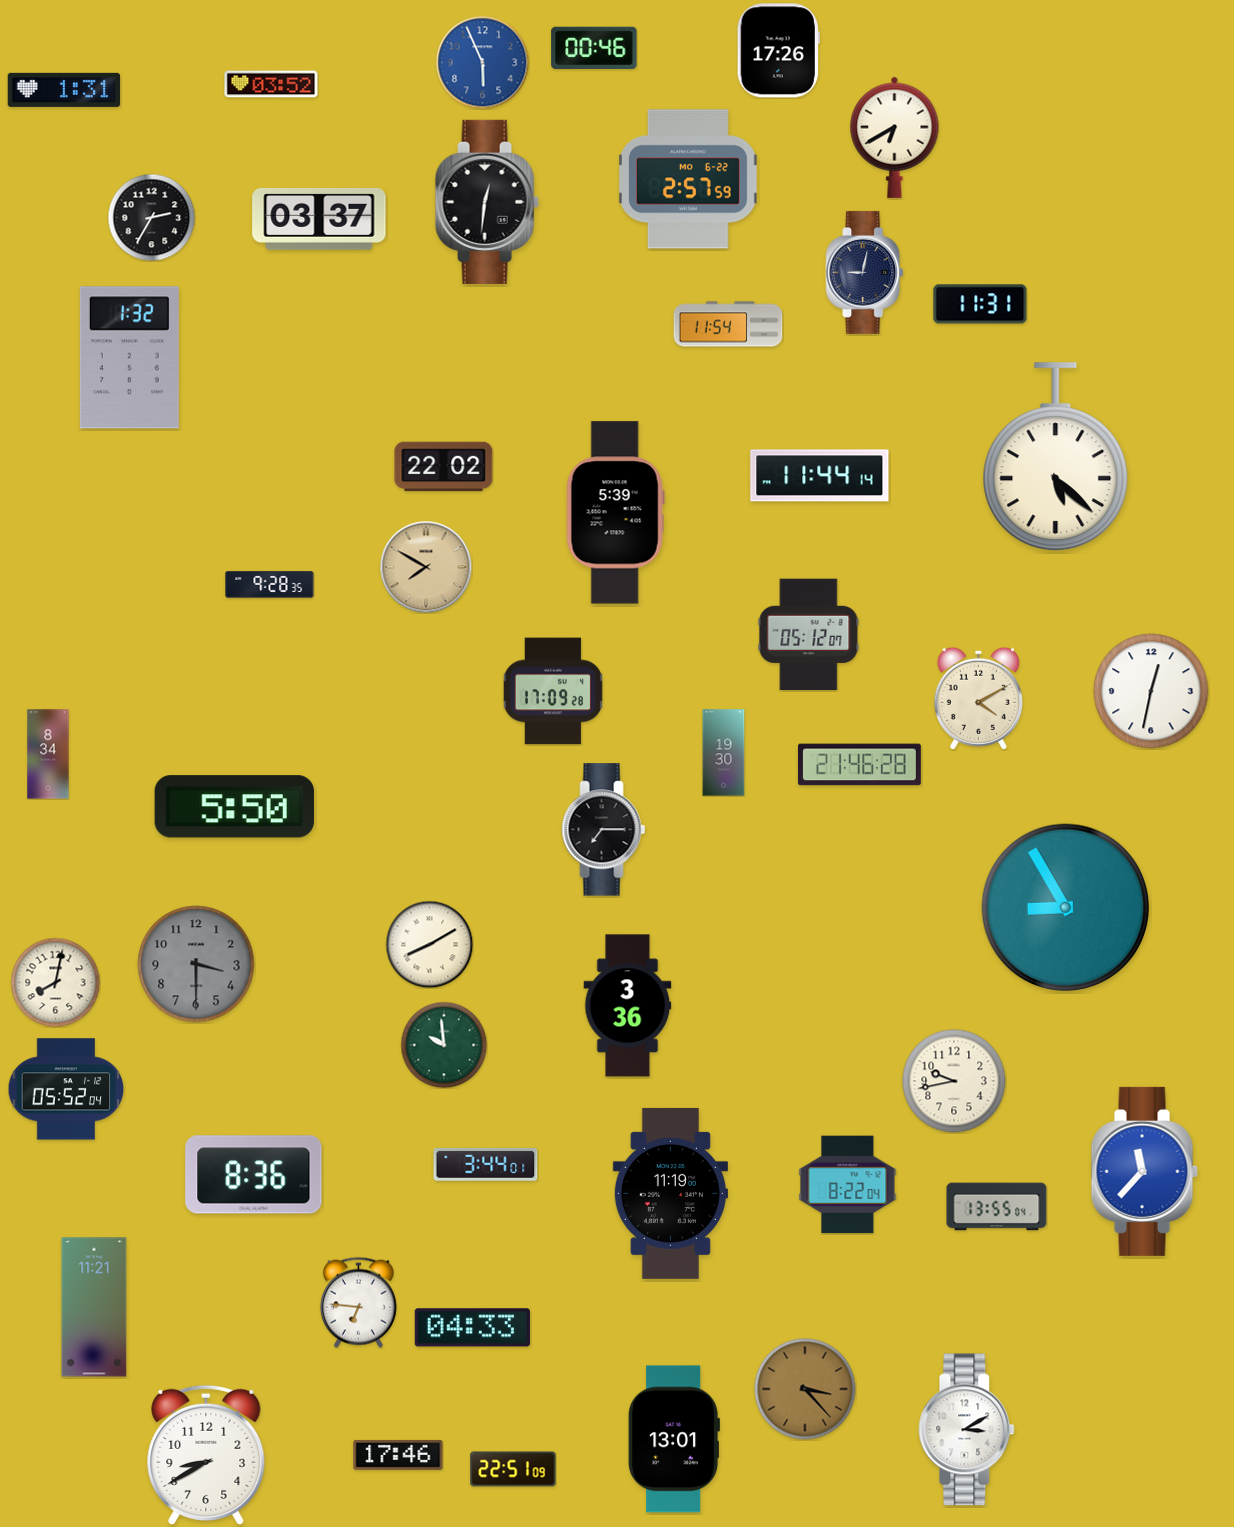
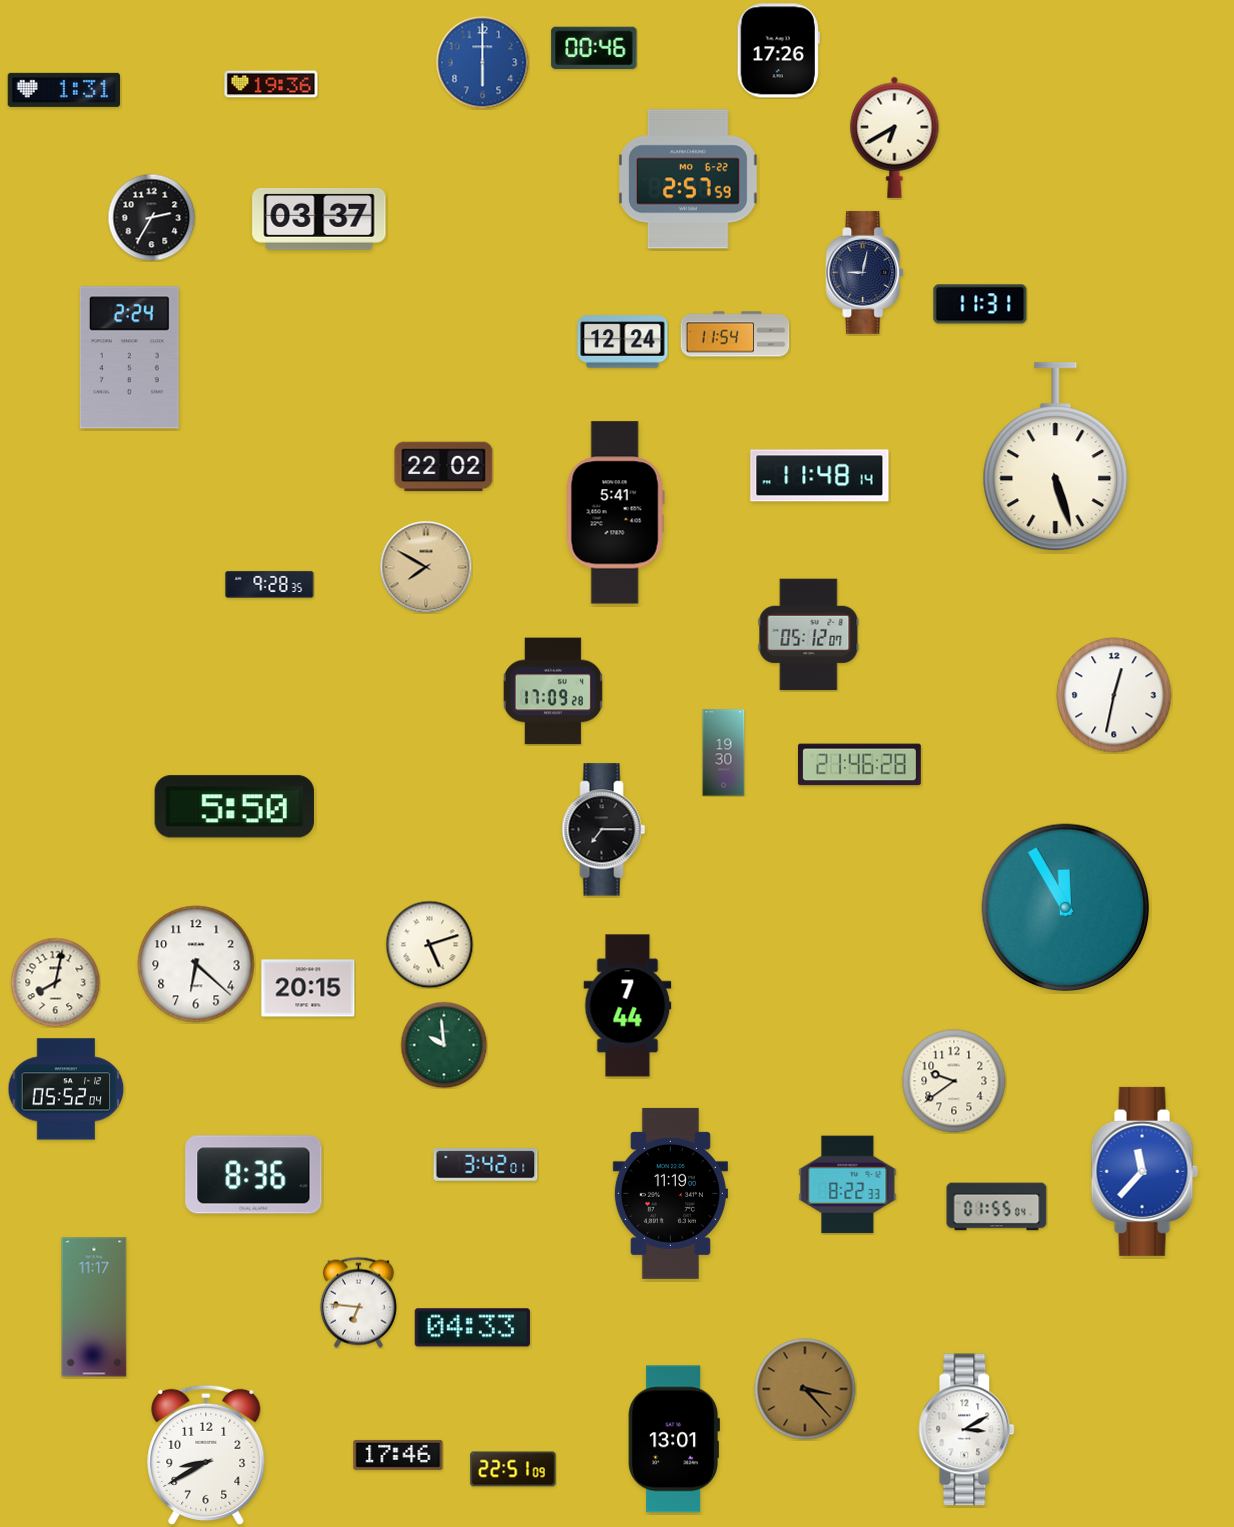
clock at (482, 62): 5:56 -> 6:00
clock at (271, 84): 03:52 -> 19:36
clock at (487, 202): 12:31 -> none
clock at (728, 324) position: (728, 324) -> (735, 334)
clock at (623, 342): none -> 12:24
clock at (129, 358): 1:32 -> 2:24
clock at (1056, 457): 5:22 -> 5:27
clock at (820, 476): 11:44 -> 11:48
clock at (615, 513): 5:39 -> 5:41
clock at (1151, 691) position: (1151, 691) -> (1114, 695)
clock at (978, 698): 4:10 -> none
clock at (48, 754): 8:34 -> none
clock at (1066, 908): 8:55 -> 11:55
clock at (429, 944): 8:10 -> 5:12
clock at (196, 964): 3:30 -> 6:22
clock at (196, 964) dial: grey -> white
clock at (308, 988): none -> 20:15
clock at (628, 1006): 3:36 -> 7:44
clock at (954, 1081): 9:43 -> 9:39
clock at (486, 1165): 3:44 -> 3:42
clock at (848, 1185): 8:22:04 -> 8:22:33
clock at (997, 1207): 13:55 -> 01:55
clock at (94, 1307): 11:21 -> 11:17
